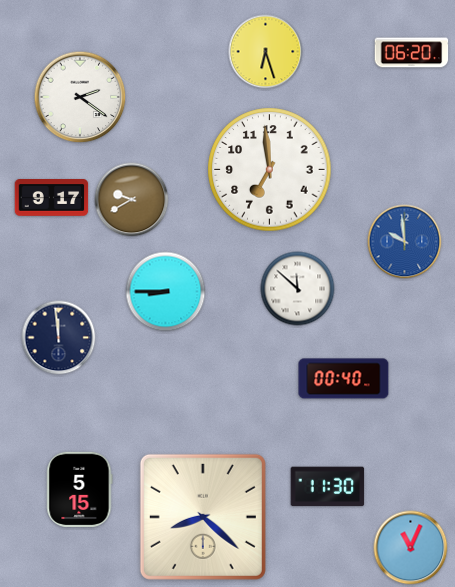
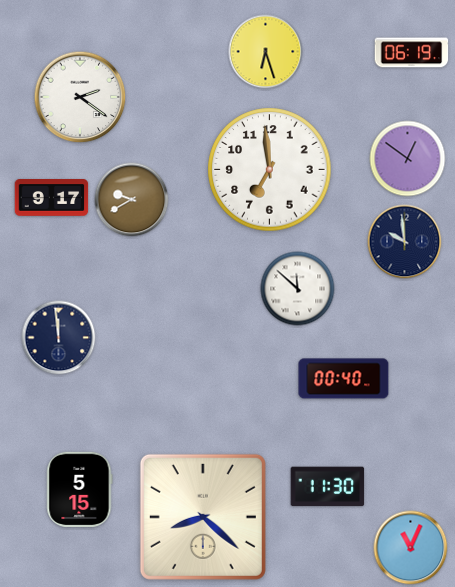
clock at (412, 53): 06:20 -> 06:19
clock at (408, 159): none -> 12:51
clock at (405, 242) dial: blue -> navy
clock at (166, 292): 8:45 -> none
